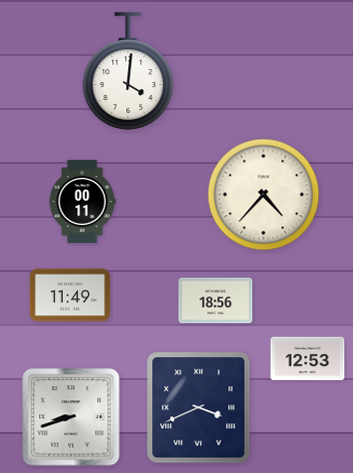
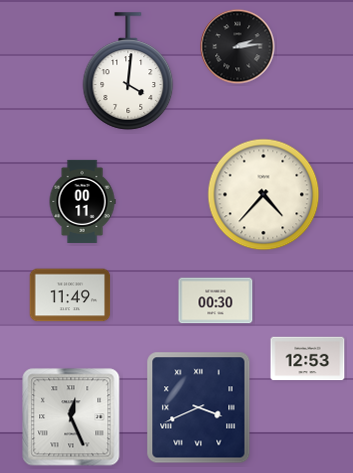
clock at (238, 47): none -> 2:14
clock at (216, 301): 18:56 -> 00:30
clock at (71, 417): 8:42 -> 12:26
